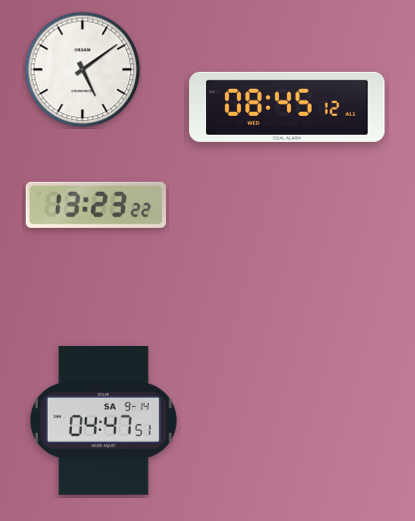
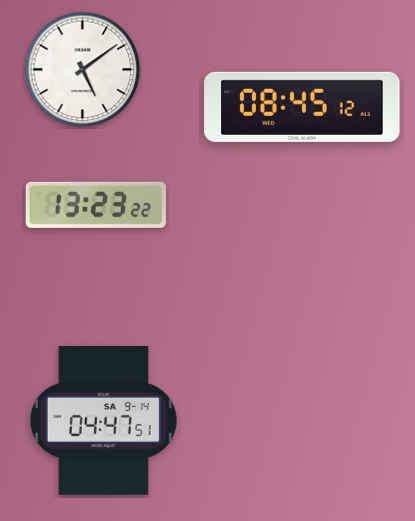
clock at (287, 107) position: (287, 107) -> (302, 107)
